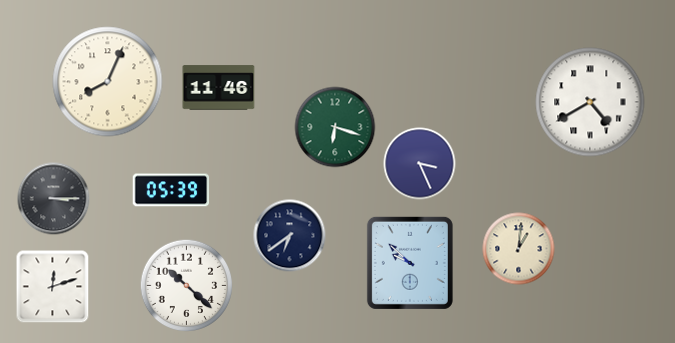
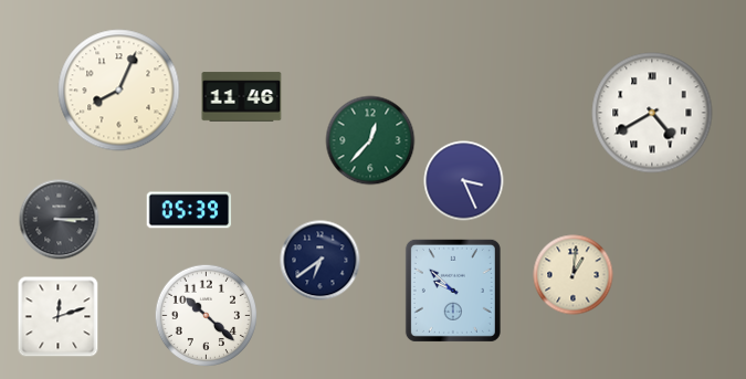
clock at (335, 127): 6:18 -> 12:37
